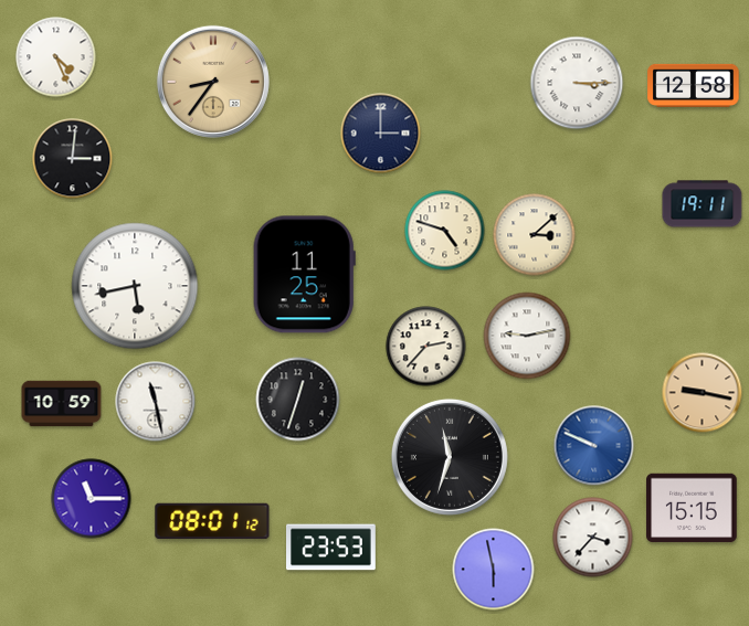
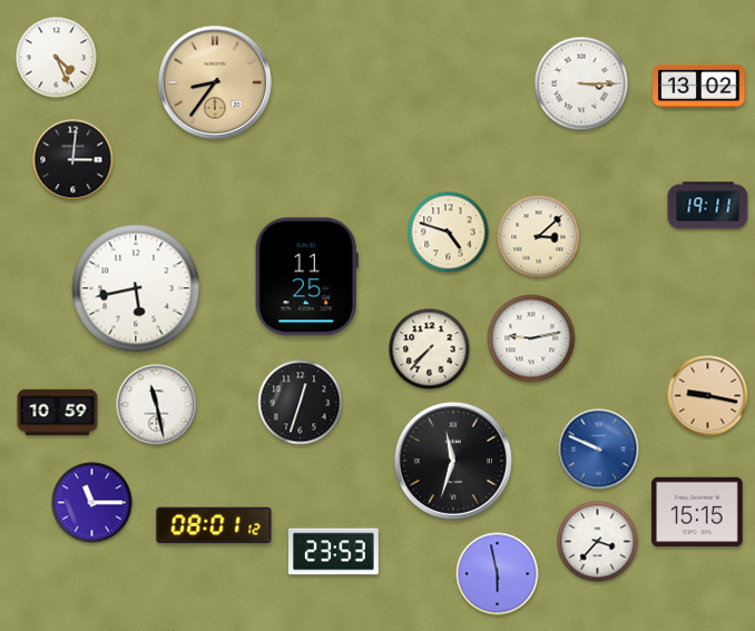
clock at (694, 85): 12:58 -> 13:02
clock at (381, 134): 3:00 -> none
clock at (426, 347): 2:37 -> 7:37
clock at (62, 404) position: (62, 404) -> (58, 413)
